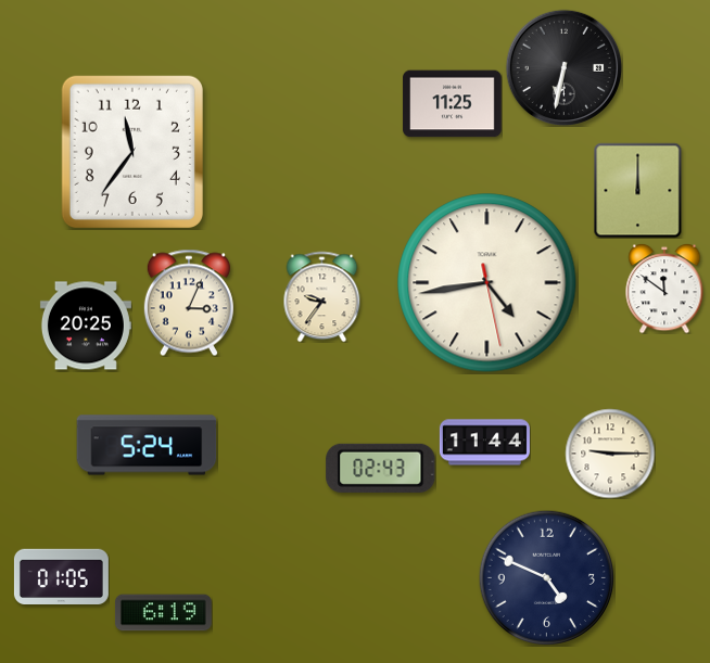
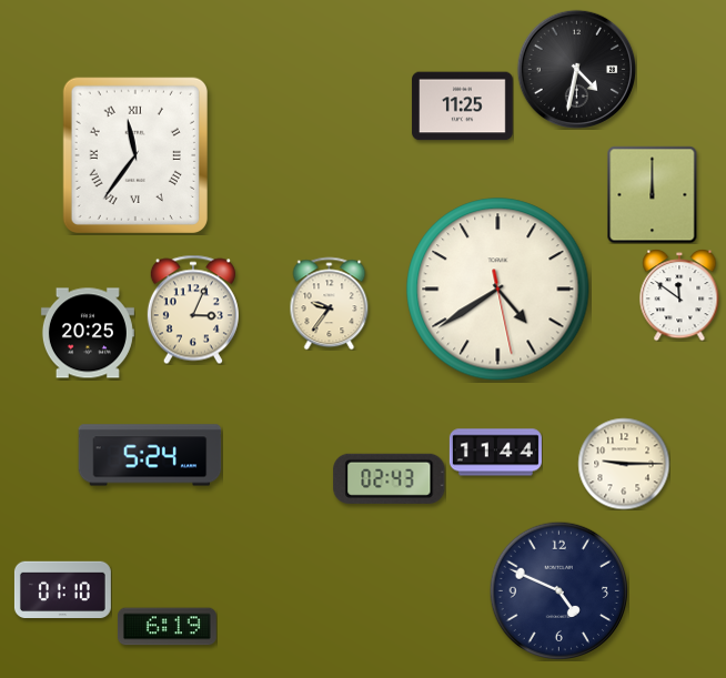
clock at (563, 67): 6:32 -> 4:32
clock at (132, 152) numerals: Arabic -> Roman
clock at (487, 283): 4:43 -> 4:39
clock at (61, 576): 01:05 -> 01:10
